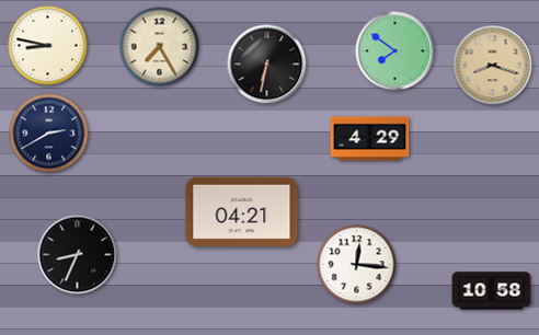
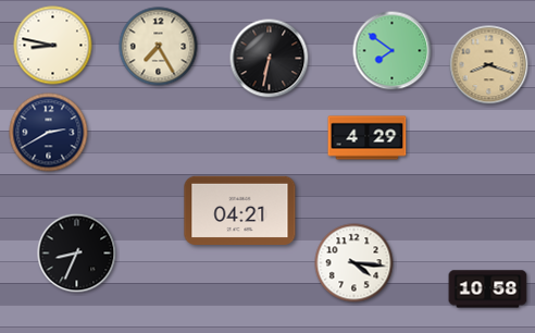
clock at (48, 46) position: (48, 46) -> (53, 46)
clock at (267, 65) position: (267, 65) -> (270, 59)
clock at (357, 265): 12:16 -> 4:16
